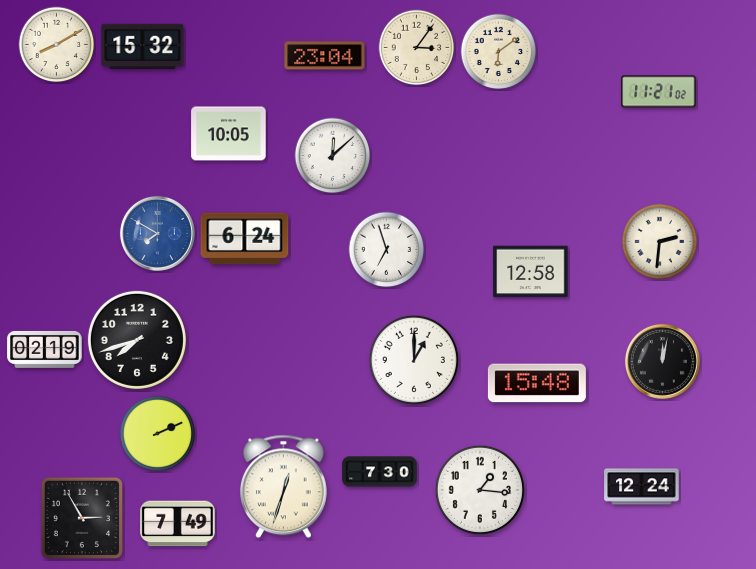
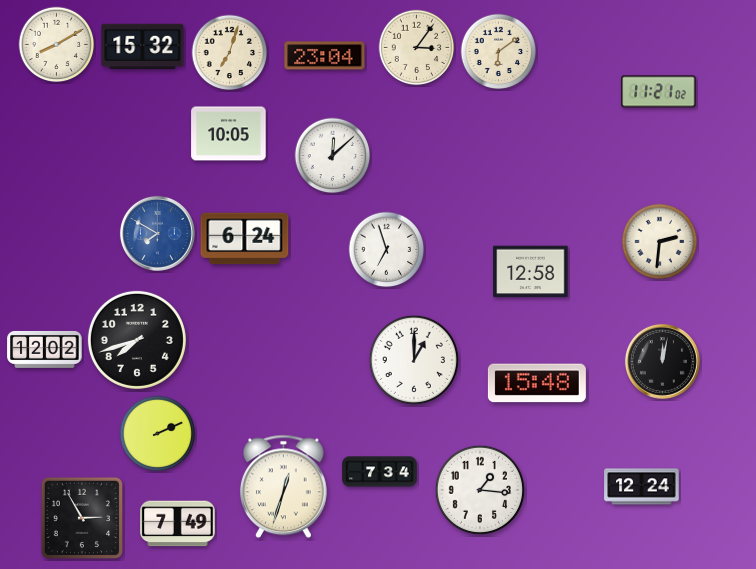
clock at (230, 53): none -> 7:03
clock at (45, 349): 02:19 -> 12:02
clock at (380, 472): 7:30 -> 7:34
